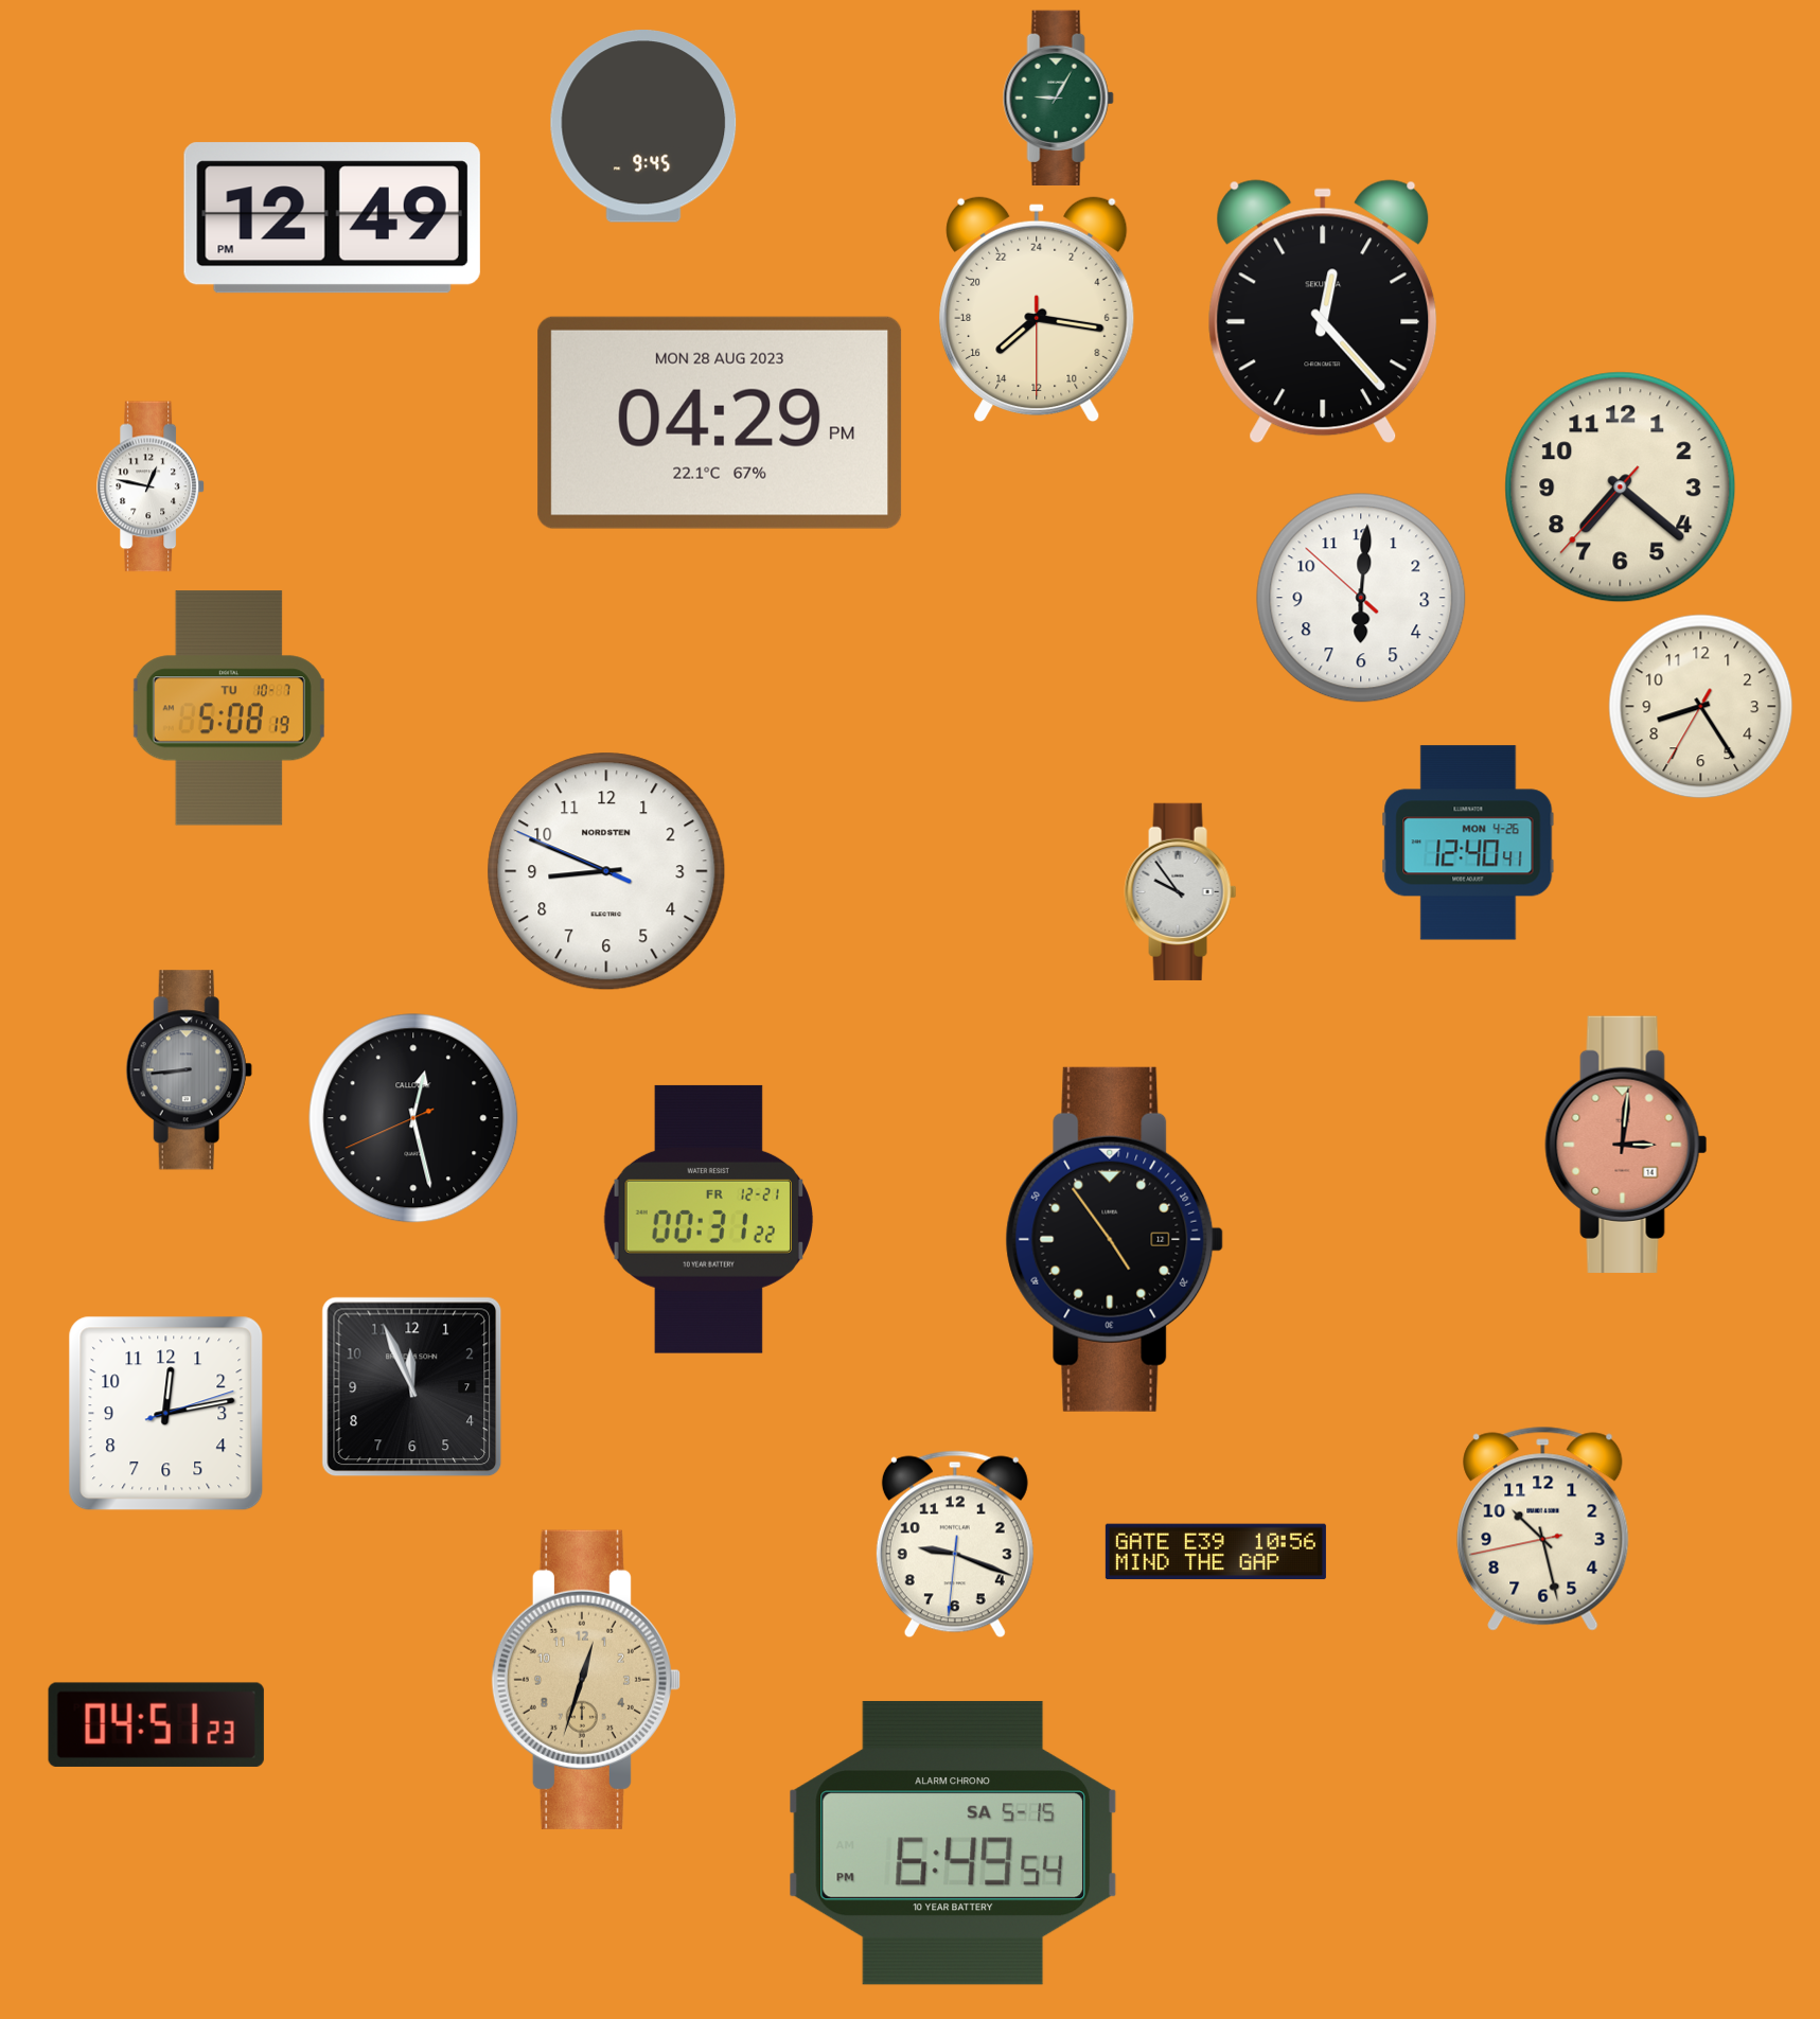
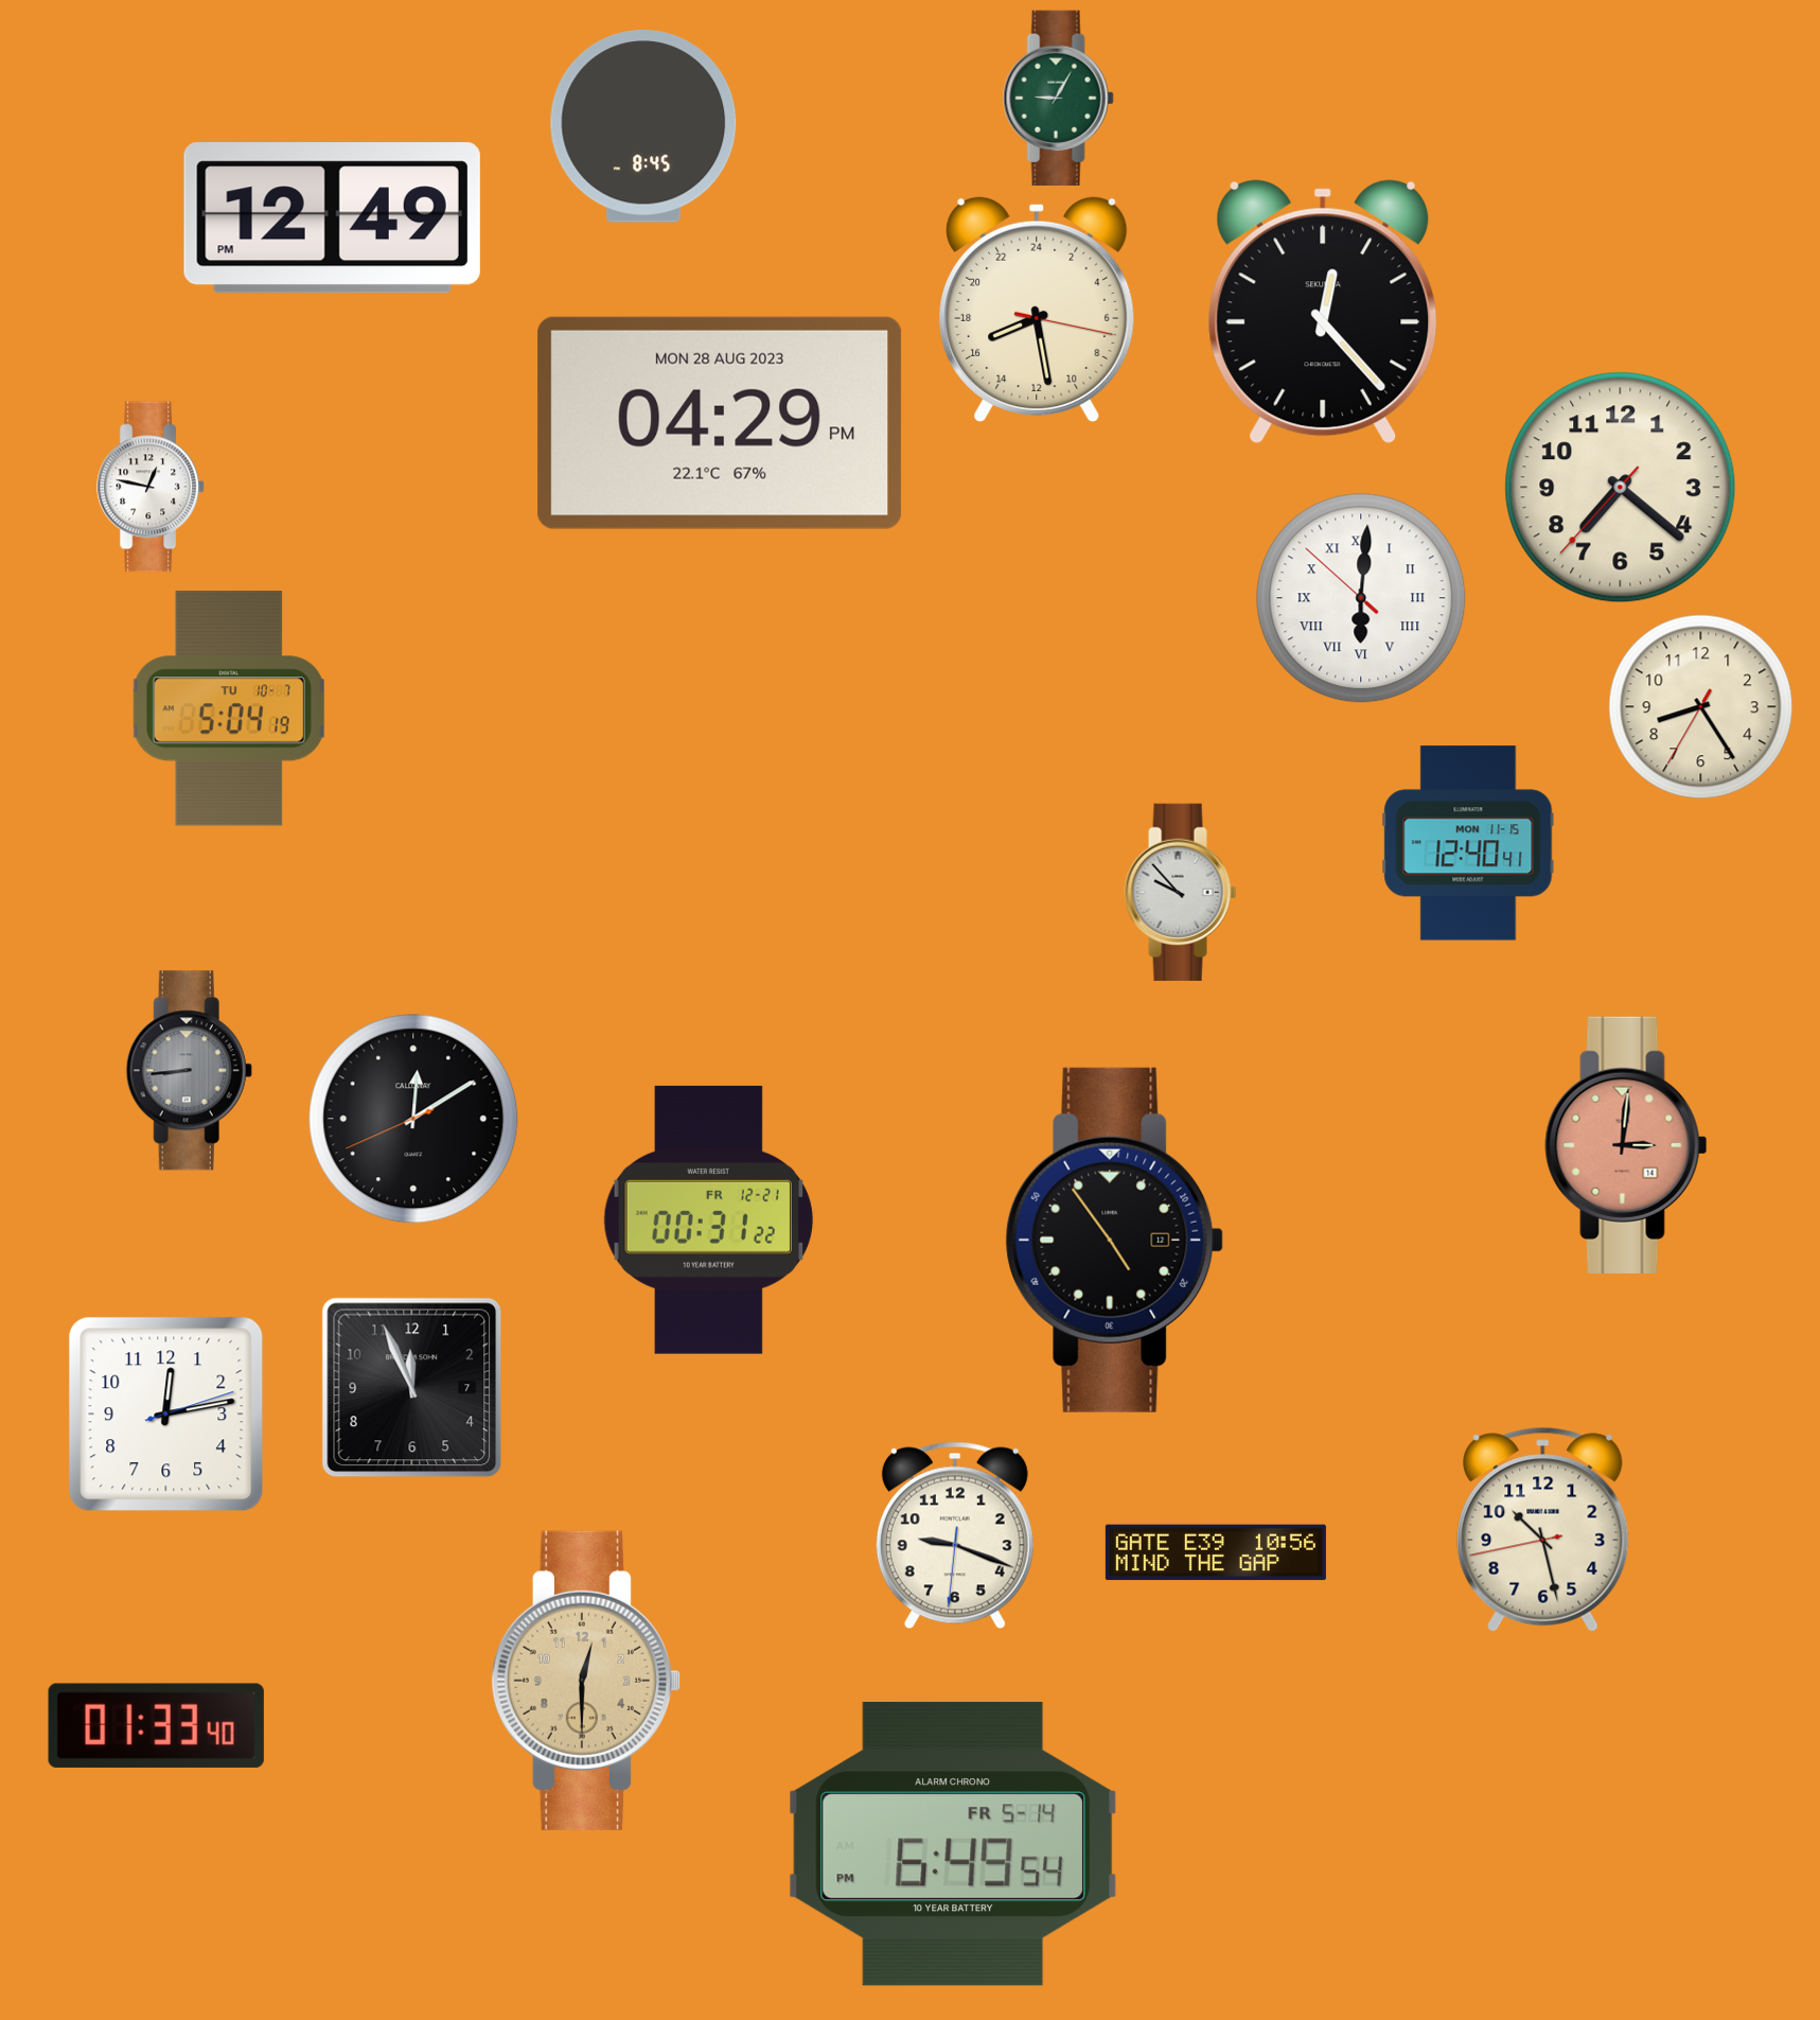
clock at (643, 126): 9:45 -> 8:45
clock at (1037, 308): 15:16 -> 16:28
clock at (1361, 598) numerals: Arabic -> Roman
clock at (229, 708): 5:08 -> 5:04
clock at (1468, 843) date: MON 4-26 -> MON 11-15
clock at (606, 871): 8:48 -> none
clock at (1181, 891): 9:54 -> 9:53
clock at (413, 1118): 12:27 -> 12:09
clock at (955, 1544) position: (955, 1544) -> (955, 1535)
clock at (586, 1680): 12:33 -> 12:30
clock at (156, 1724): 04:51 -> 01:33
clock at (952, 1843) date: SA 5-15 -> FR 5-14
